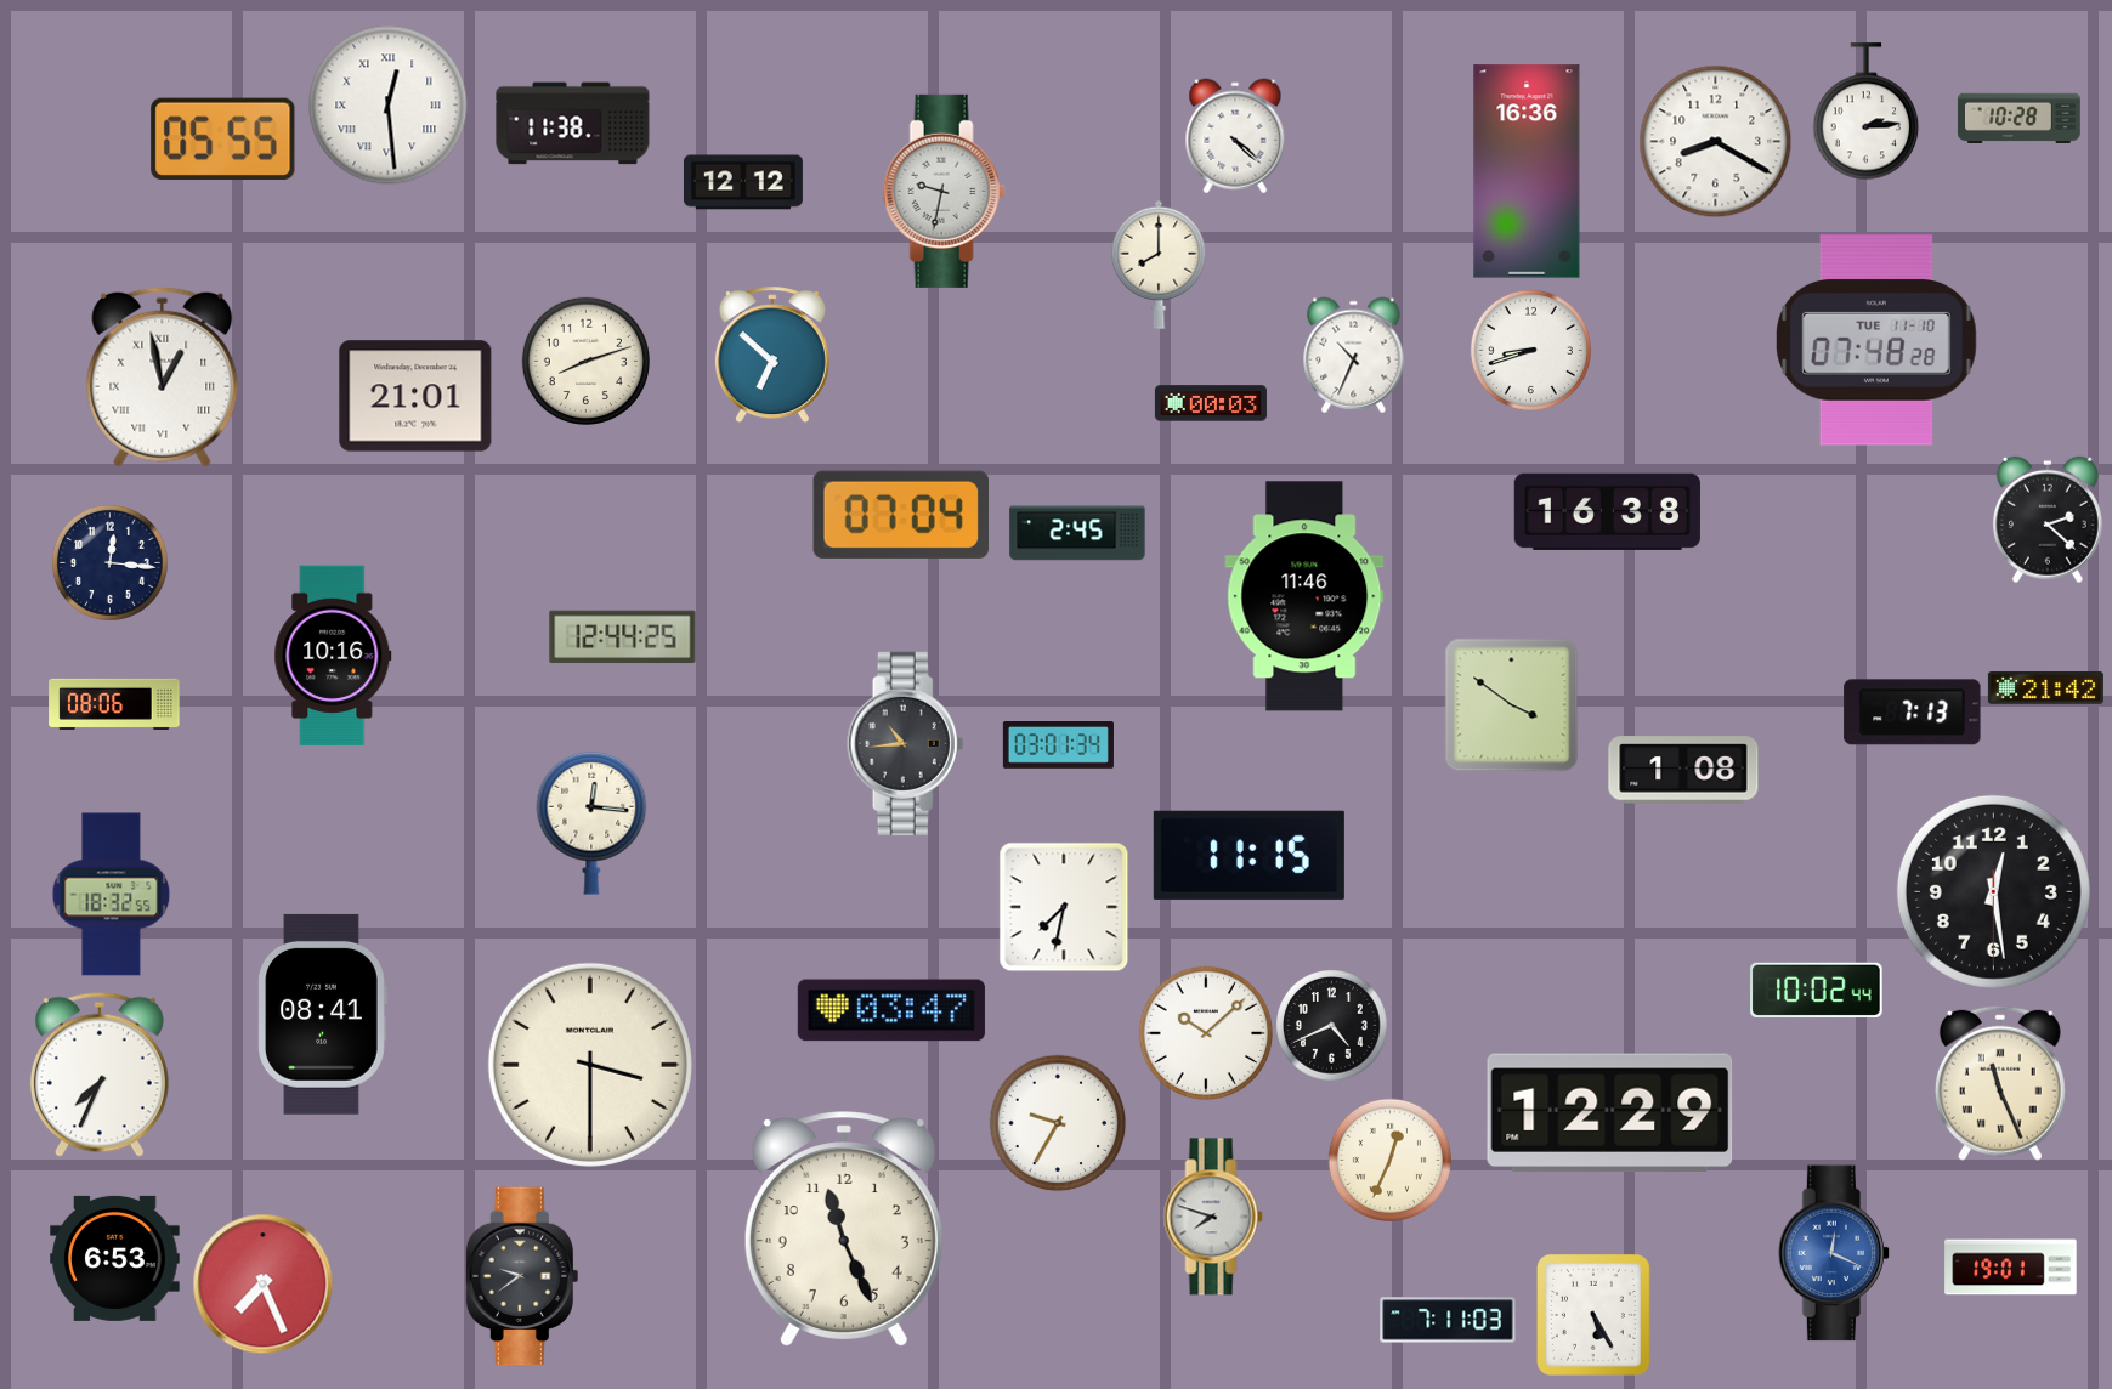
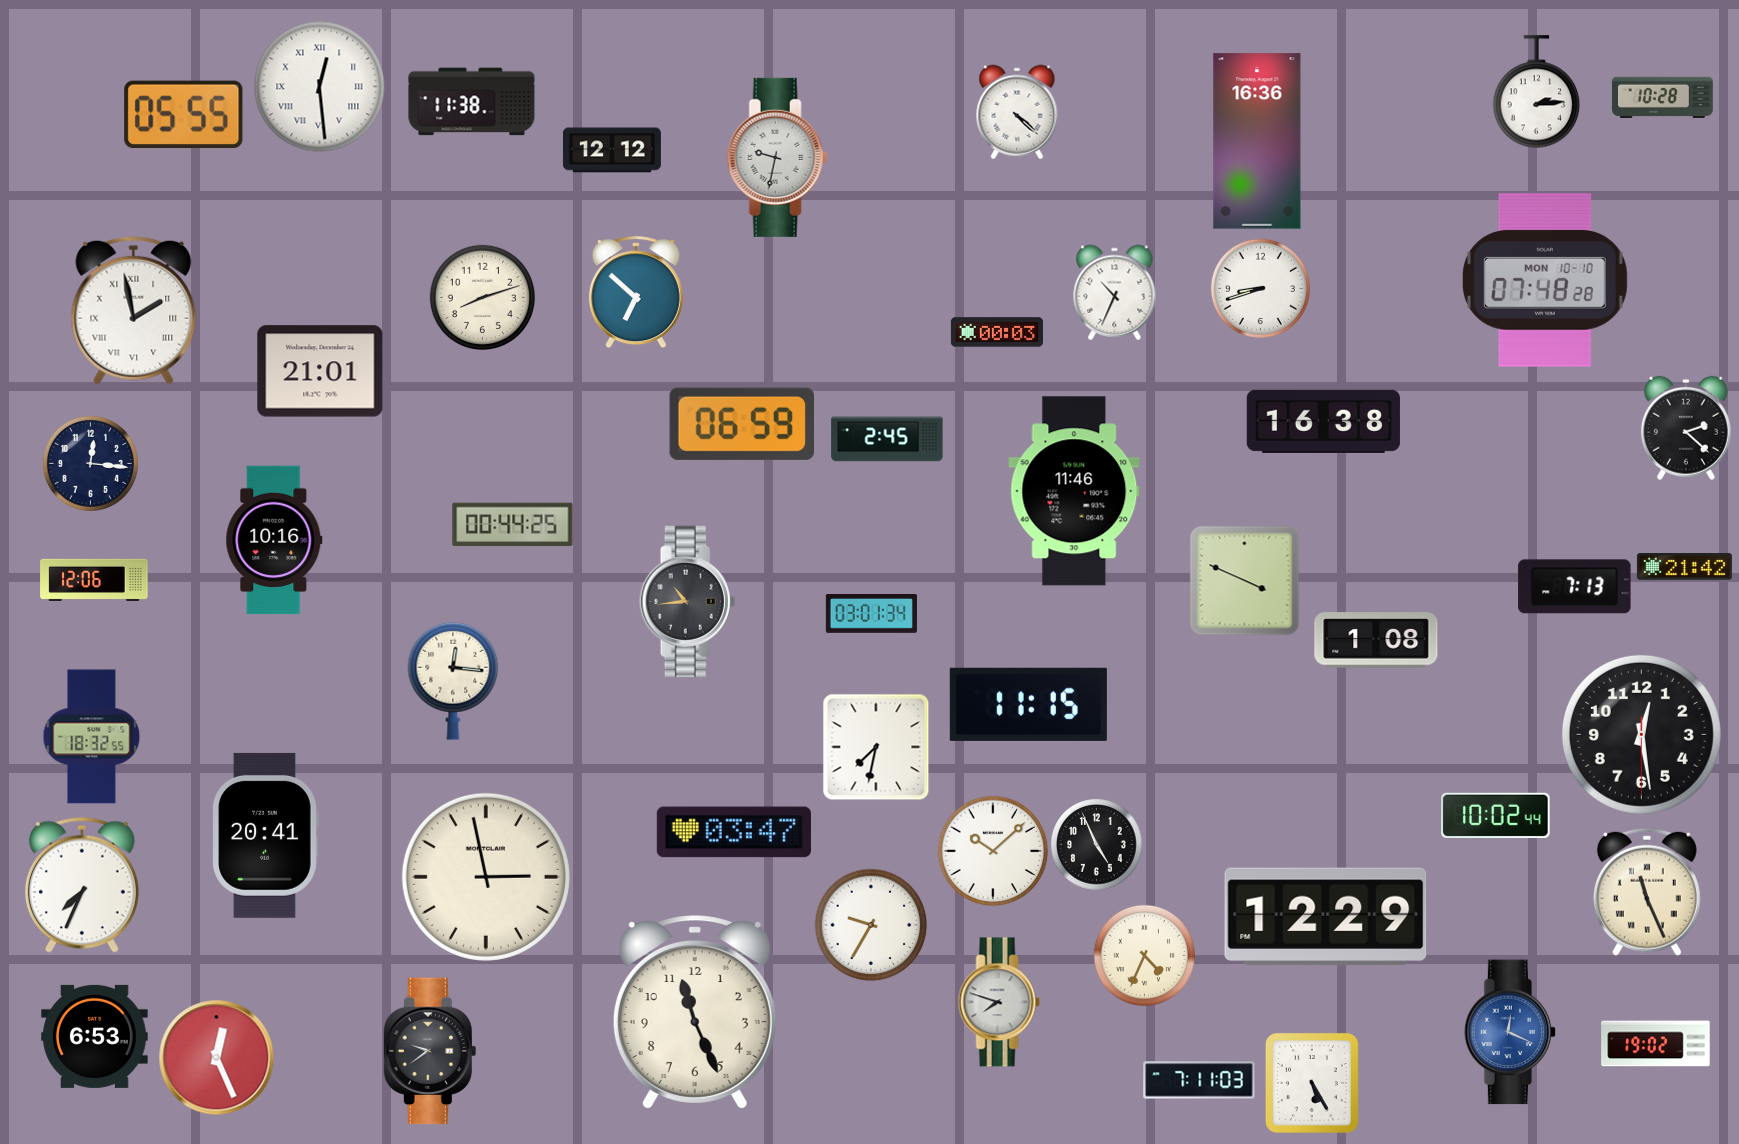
clock at (1715, 141): 8:20 -> none
clock at (1159, 265): 8:00 -> none
clock at (1876, 340) date: TUE 11-10 -> MON 10-10
clock at (163, 376): 12:58 -> 1:58
clock at (415, 396) position: (415, 396) -> (320, 371)
clock at (900, 515): 07:04 -> 06:59
clock at (623, 637): 12:44 -> 00:44
clock at (114, 704): 08:06 -> 12:06
clock at (1511, 704): 3:51 -> 3:49
clock at (906, 743) position: (906, 743) -> (688, 601)
clock at (1683, 770) position: (1683, 770) -> (1376, 640)
clock at (591, 823) position: (591, 823) -> (453, 681)
clock at (322, 1014): 08:41 -> 20:41
clock at (1332, 1026): 4:41 -> 4:56
clock at (590, 1065): 3:30 -> 2:58
clock at (1389, 1160): 12:34 -> 4:34
clock at (2011, 1268): 19:01 -> 19:02
clock at (262, 1283): 7:26 -> 12:26
clock at (1448, 1320) position: (1448, 1320) -> (1199, 1080)
